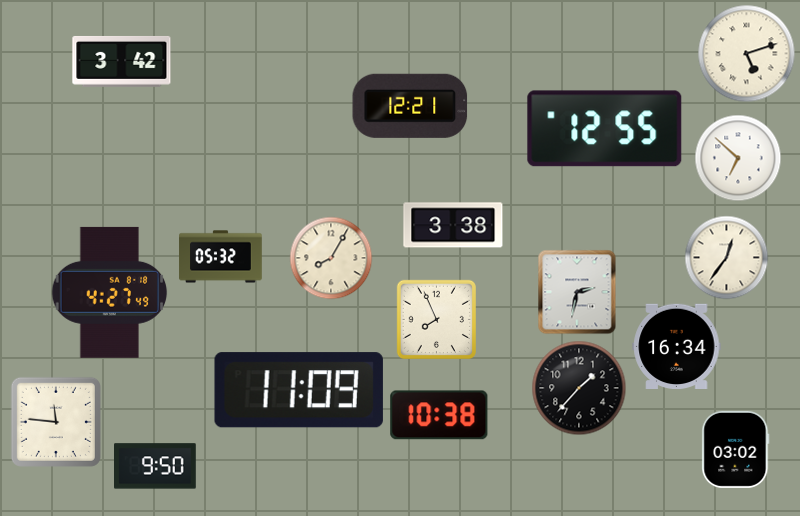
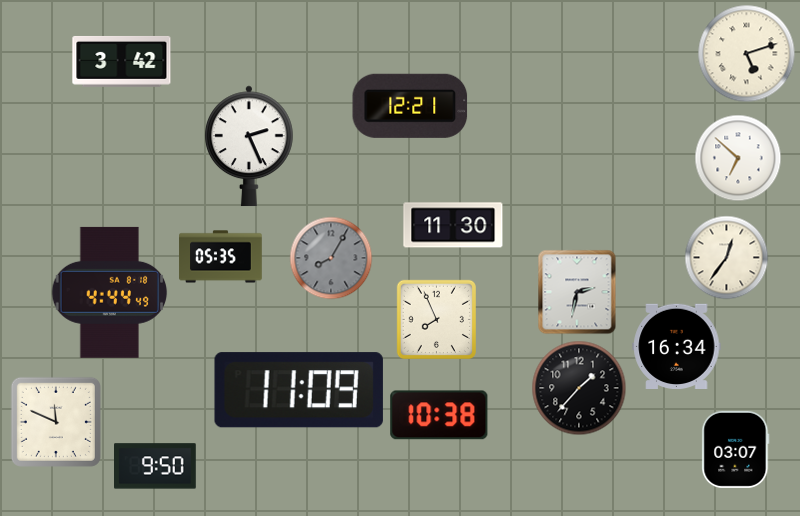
clock at (605, 129): 12:55 -> none
clock at (250, 146): none -> 2:26
clock at (453, 225): 3:38 -> 11:30
clock at (221, 257): 05:32 -> 05:35
clock at (331, 258) dial: cream -> grey
clock at (110, 292): 4:27 -> 4:44
clock at (56, 422): 11:46 -> 11:49
clock at (736, 449): 03:02 -> 03:07
